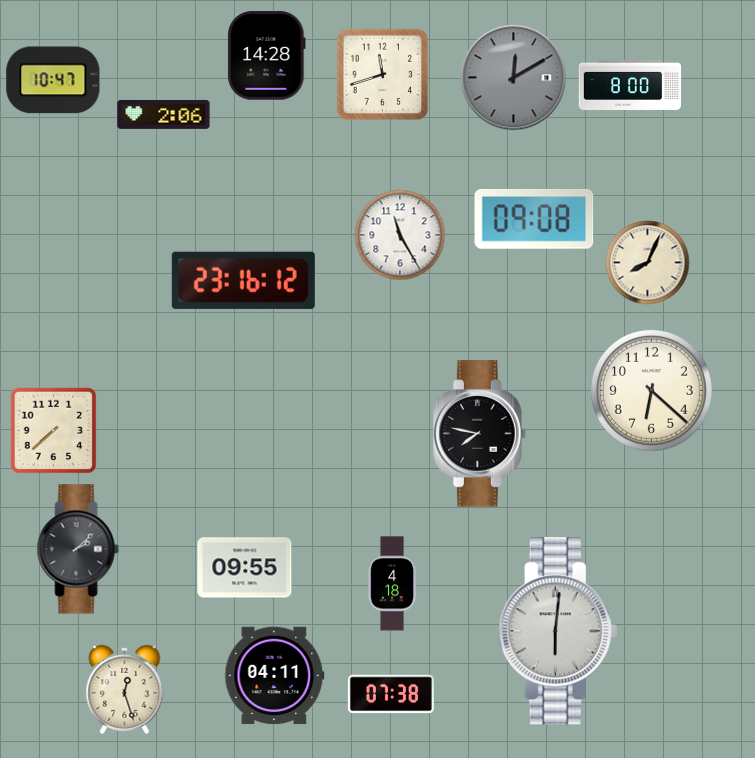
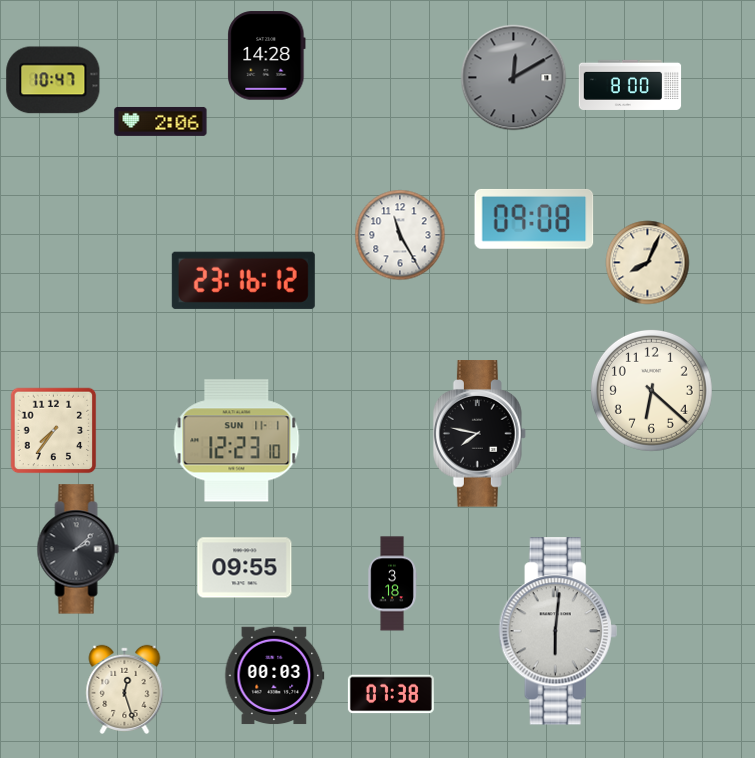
clock at (383, 75): 11:42 -> none
clock at (164, 114) position: (164, 114) -> (161, 121)
clock at (54, 431): 7:38 -> 7:36
clock at (237, 441): none -> 12:23
clock at (392, 584): 4:18 -> 3:18
clock at (275, 676): 04:11 -> 00:03
